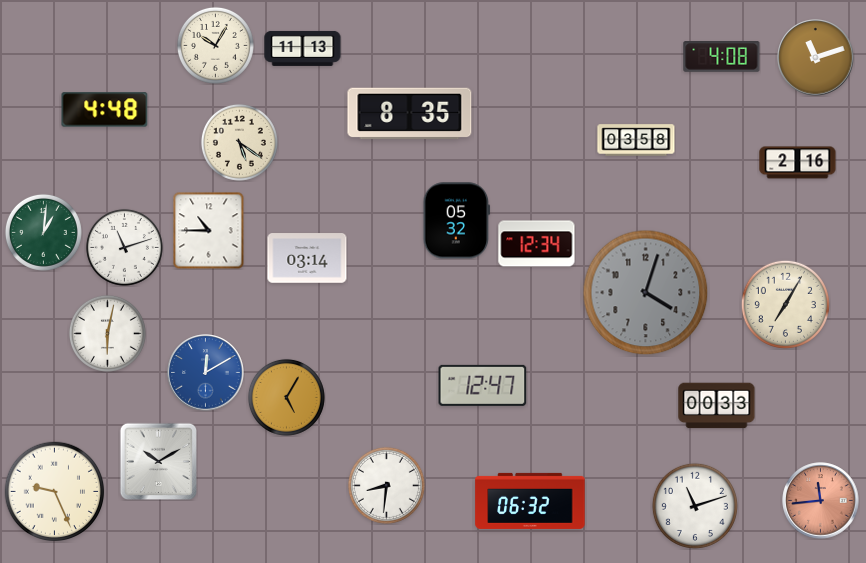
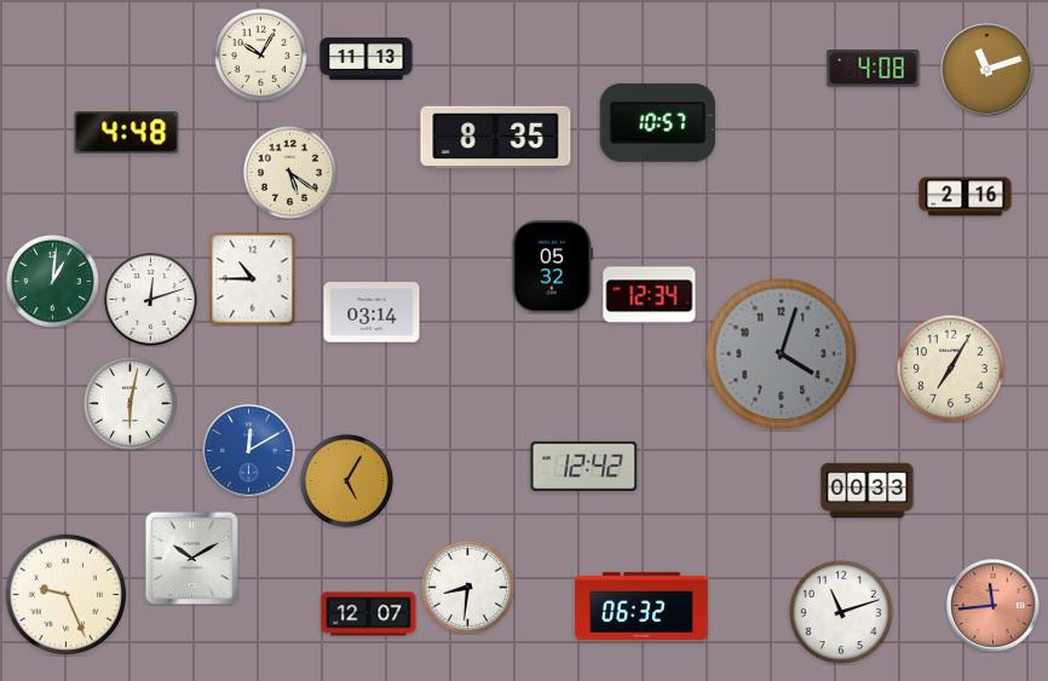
clock at (657, 122): none -> 10:57
clock at (636, 140): 03:58 -> none
clock at (124, 247): 11:12 -> 12:12
clock at (483, 385): 12:47 -> 12:42
clock at (369, 614): none -> 12:07
